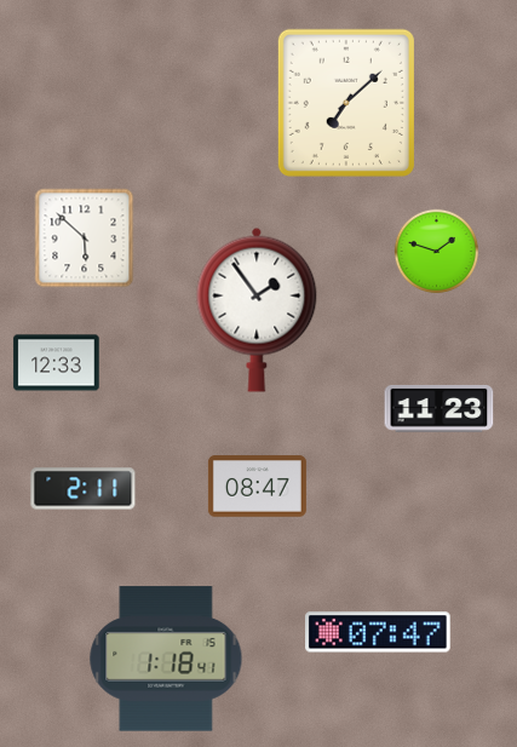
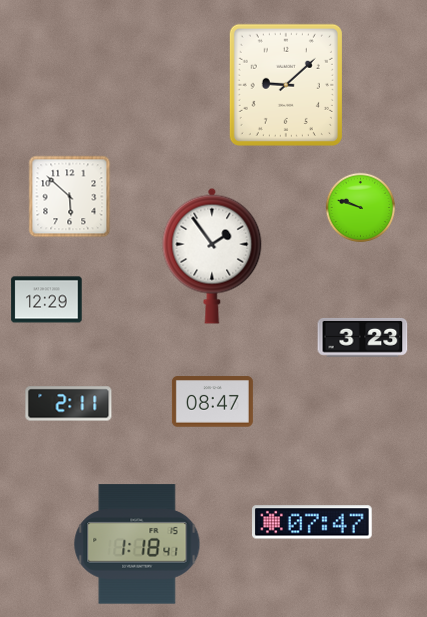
clock at (346, 103): 7:08 -> 9:08
clock at (437, 252): 1:48 -> 9:48
clock at (57, 363): 12:33 -> 12:29
clock at (440, 408): 11:23 -> 3:23
